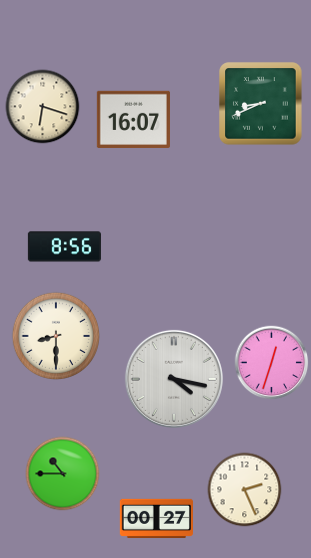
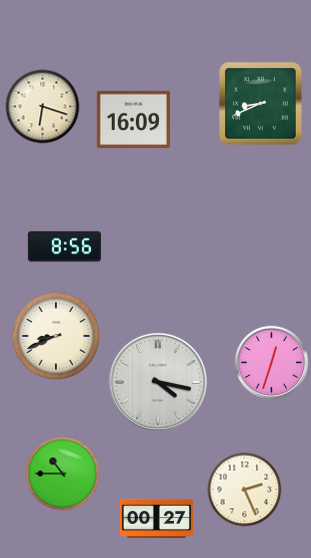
clock at (133, 119): 16:07 -> 16:09
clock at (56, 336): 8:30 -> 8:41
clock at (174, 379) position: (174, 379) -> (158, 382)
